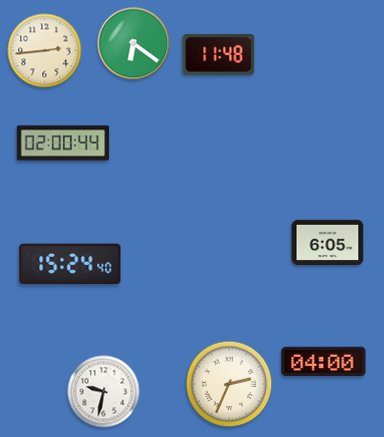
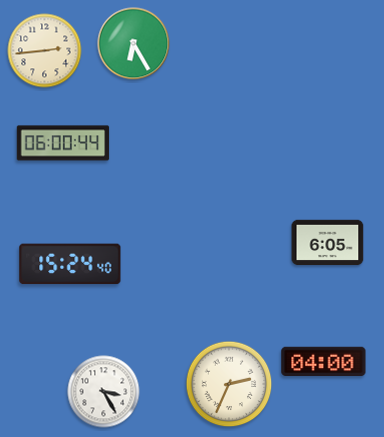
clock at (134, 44): 6:21 -> 6:25
clock at (219, 54): 11:48 -> none
clock at (63, 143): 02:00 -> 06:00
clock at (104, 392): 9:32 -> 3:25
